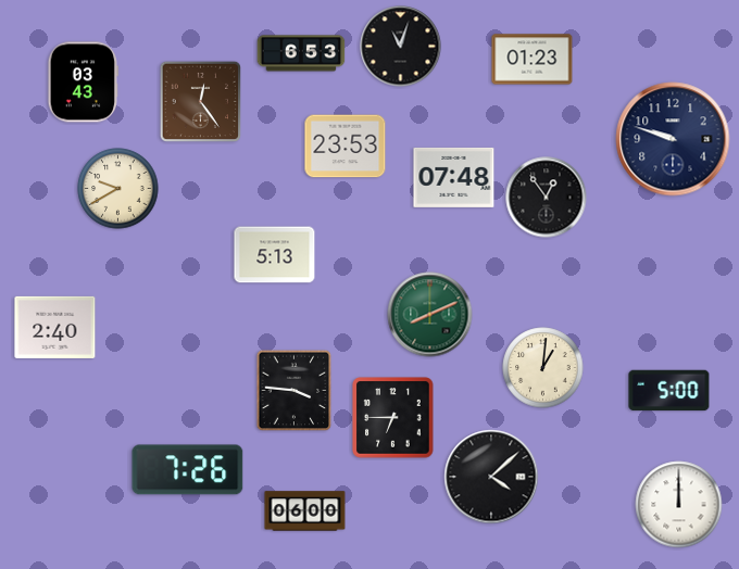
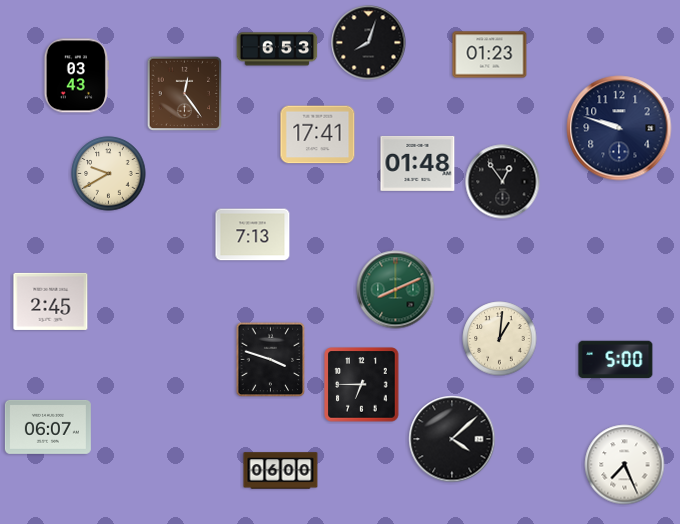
clock at (401, 47): 11:03 -> 8:03
clock at (346, 147): 23:53 -> 17:41
clock at (454, 177): 07:48 -> 01:48
clock at (275, 255): 5:13 -> 7:13
clock at (55, 327): 2:40 -> 2:45
clock at (295, 391): 3:46 -> 3:48
clock at (48, 427): none -> 06:07
clock at (188, 470): 7:26 -> none
clock at (679, 505): 12:00 -> 7:26
